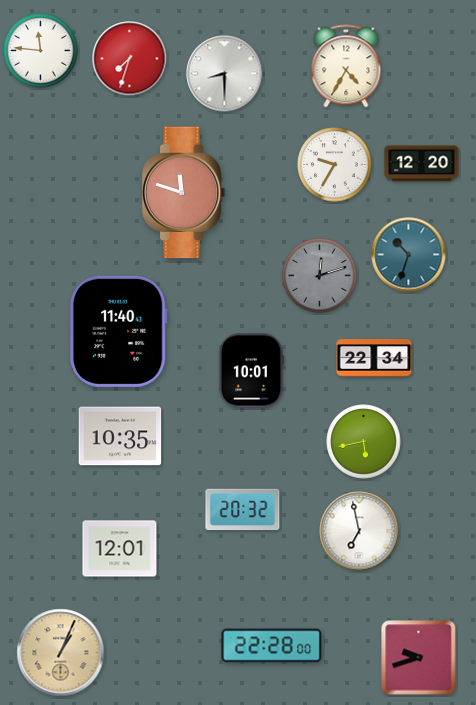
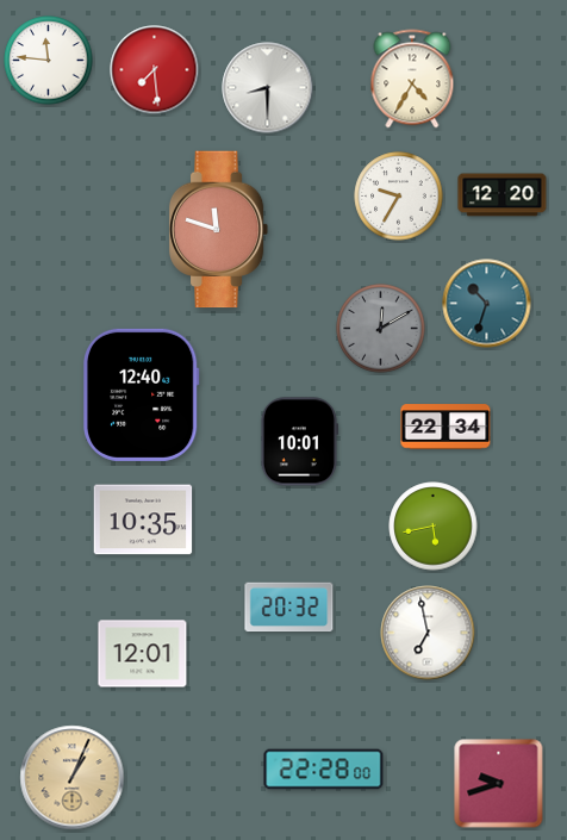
clock at (130, 59): 7:33 -> 7:29
clock at (320, 276): 12:12 -> 12:10
clock at (118, 331): 11:40 -> 12:40
